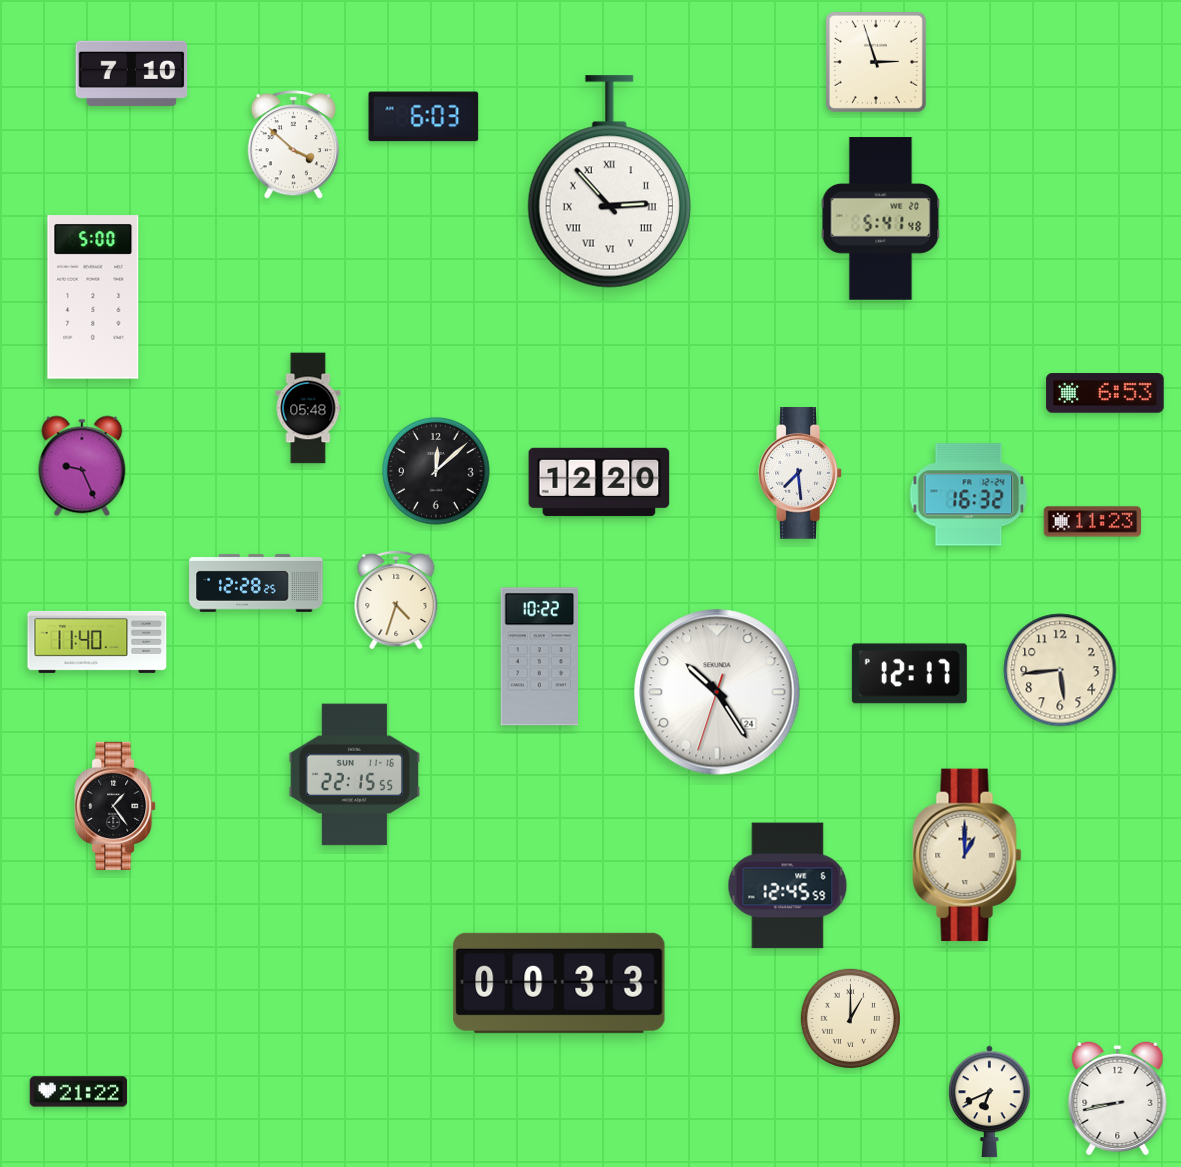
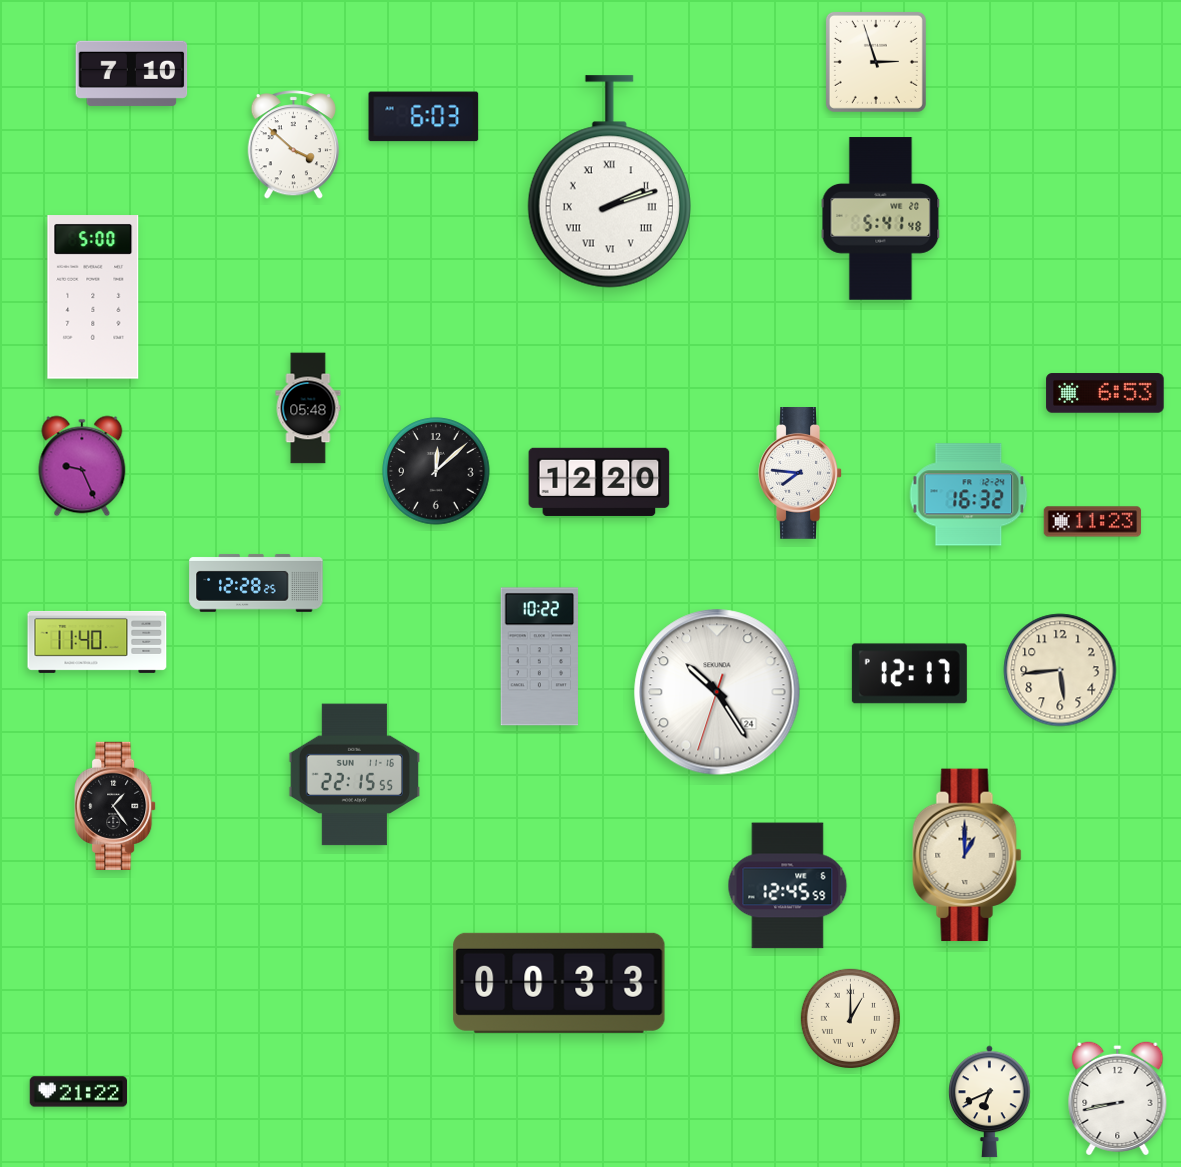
clock at (609, 182): 2:53 -> 2:12
clock at (800, 474): 7:29 -> 7:46
clock at (396, 600): 4:33 -> none
